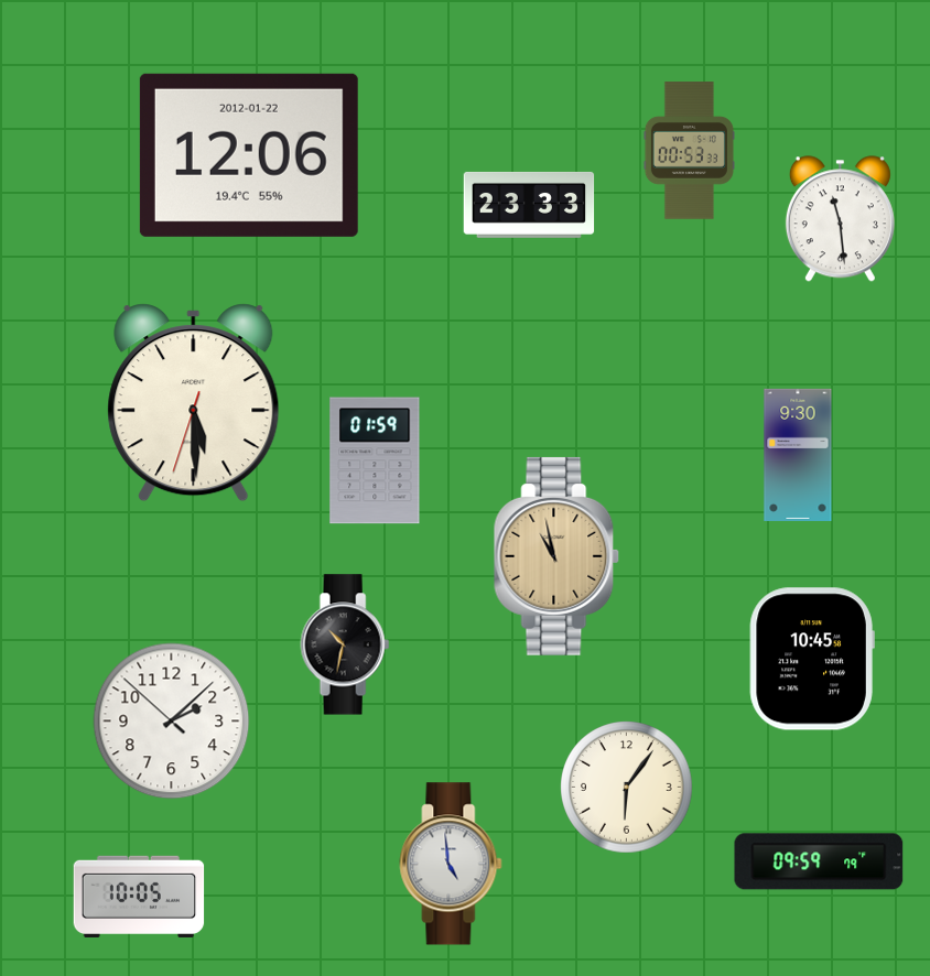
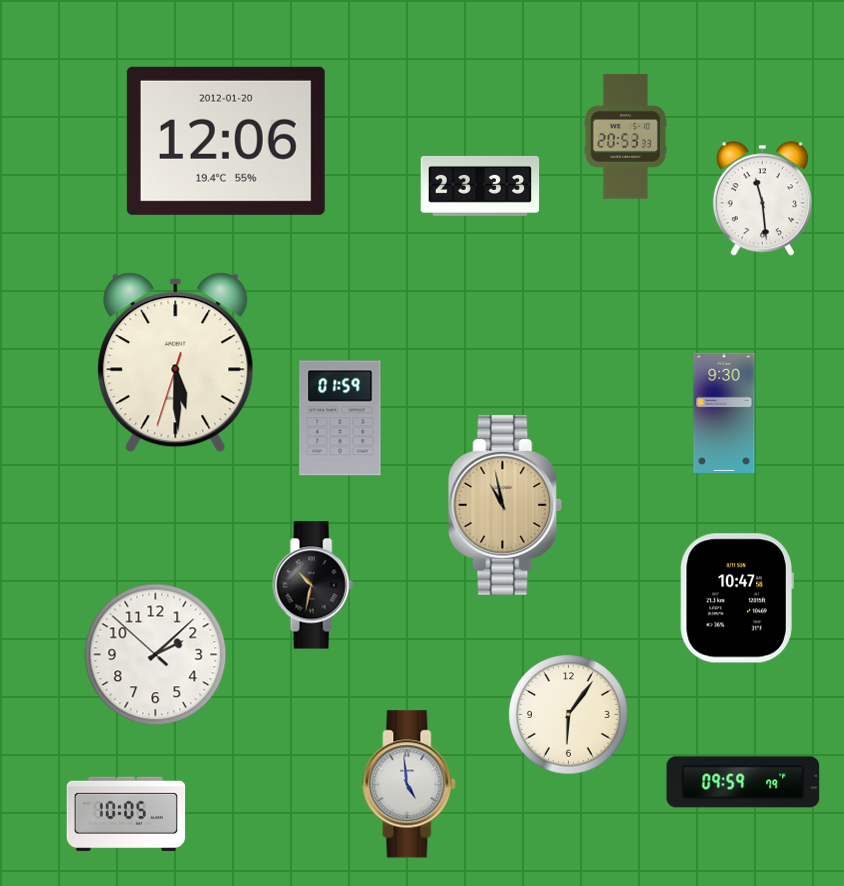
clock at (689, 151): 00:53 -> 20:53
clock at (249, 155) date: 2012-01-22 -> 2012-01-20
clock at (194, 403) position: (194, 403) -> (176, 363)
clock at (812, 659): 10:45 -> 10:47
